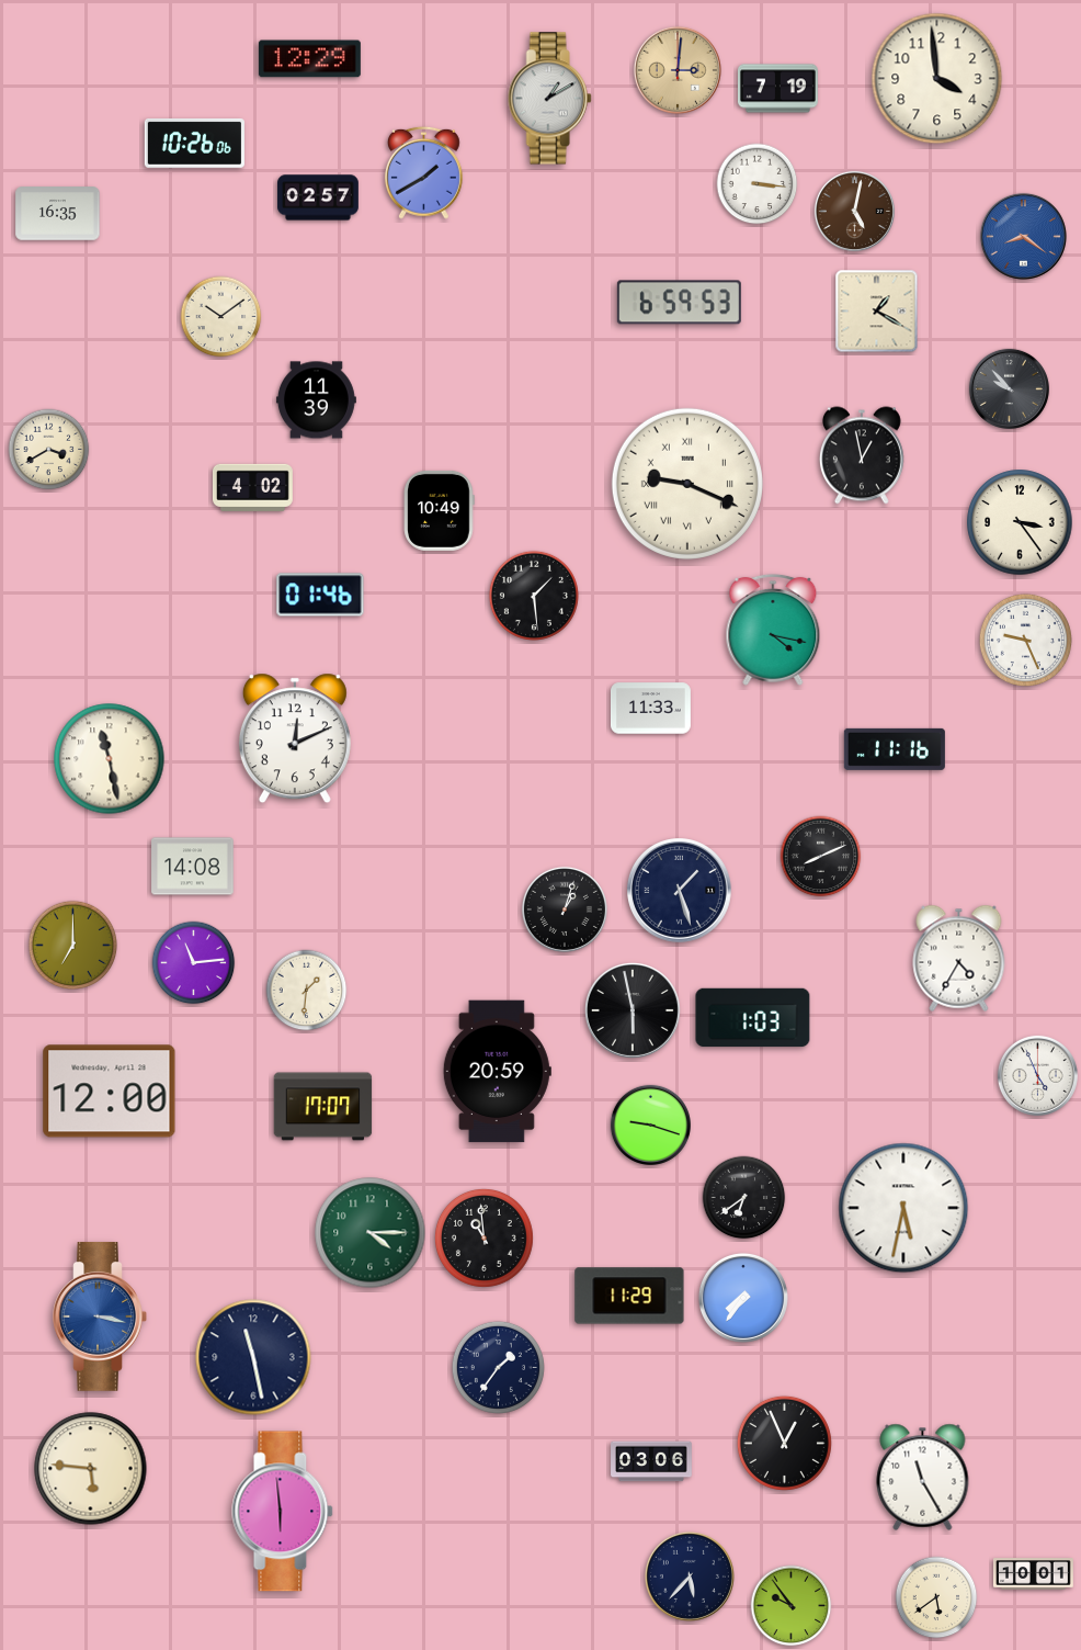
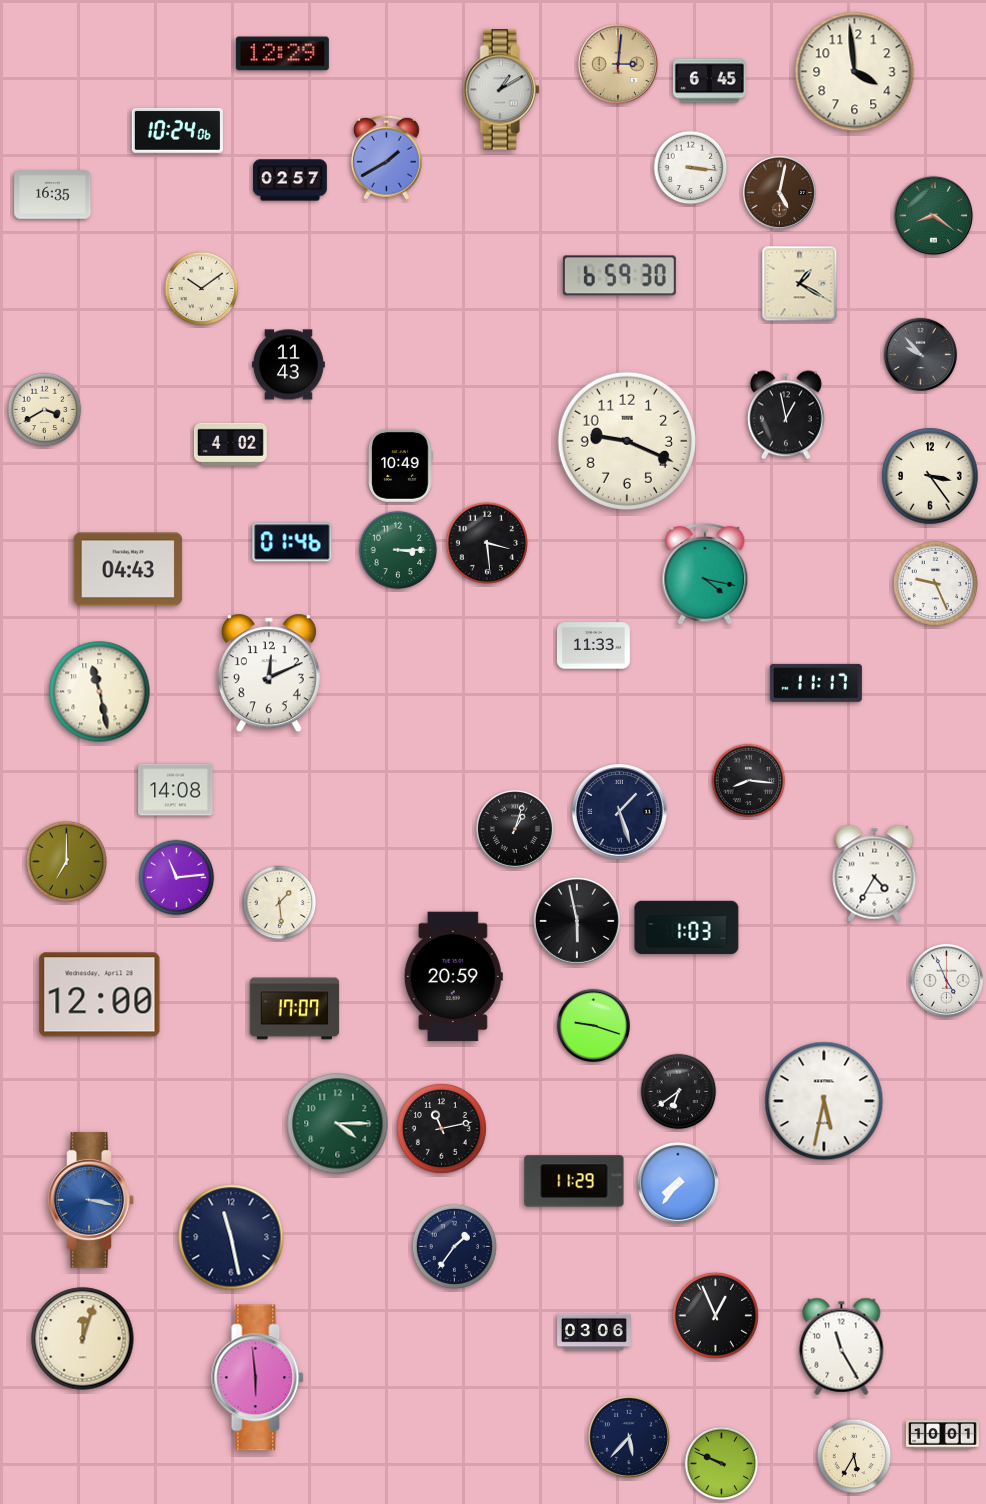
clock at (777, 89): 7:19 -> 6:45
clock at (194, 144): 10:26 -> 10:24
clock at (1023, 236) dial: blue -> green
clock at (679, 303): 6:59:53 -> 6:59:30
clock at (316, 400): 11:39 -> 11:43
clock at (687, 484) numerals: Roman -> Arabic
clock at (533, 595): 1:29 -> 3:29
clock at (398, 550): none -> 3:15
clock at (128, 569): none -> 04:43
clock at (895, 749): 11:16 -> 11:17
clock at (821, 857): 8:11 -> 8:16
clock at (307, 991): 1:31 -> 1:29
clock at (483, 1237): 10:59 -> 11:13
clock at (91, 1469): 5:46 -> 12:03
clock at (936, 1597): 5:39 -> 5:35
clock at (792, 1606): 9:54 -> 9:49
